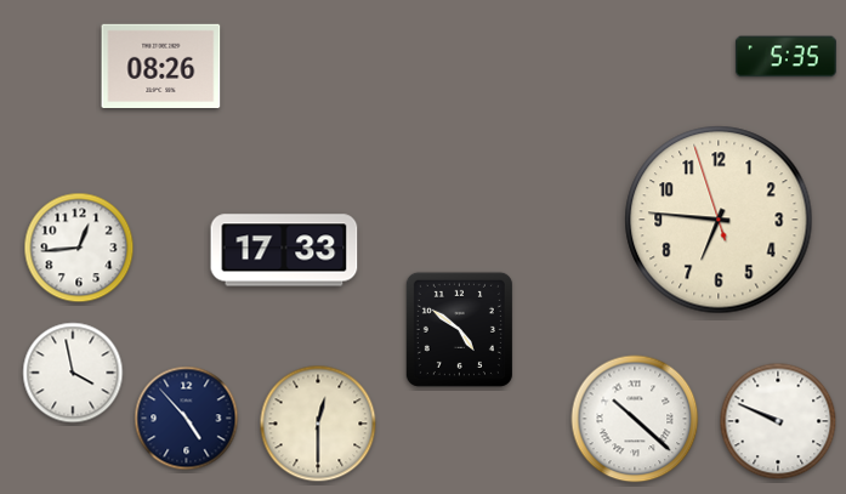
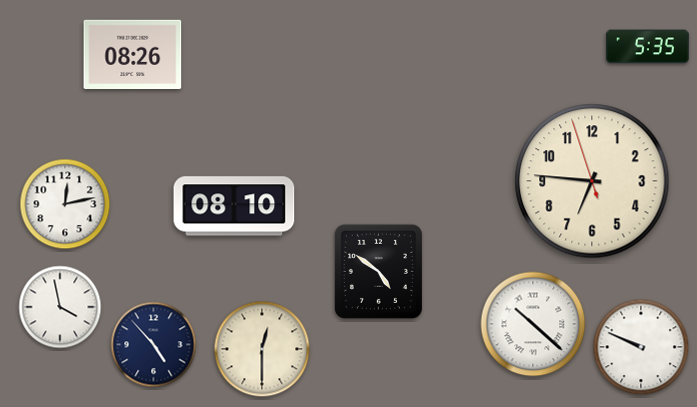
clock at (79, 248): 12:44 -> 12:13
clock at (284, 250): 17:33 -> 08:10
clock at (635, 419) position: (635, 419) -> (533, 324)
